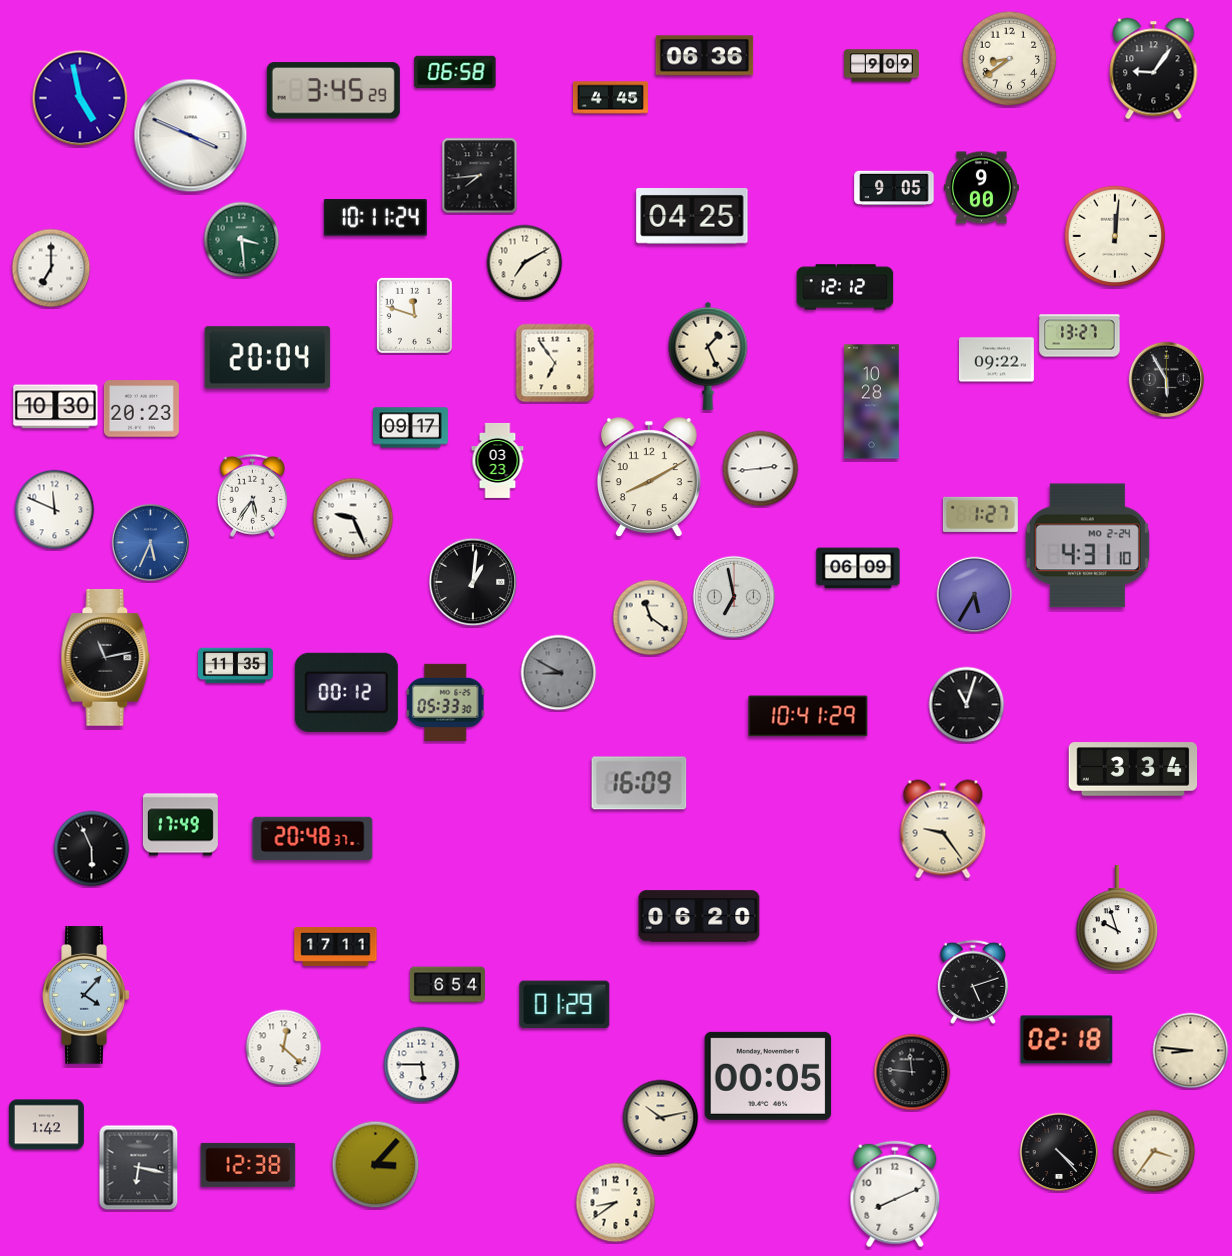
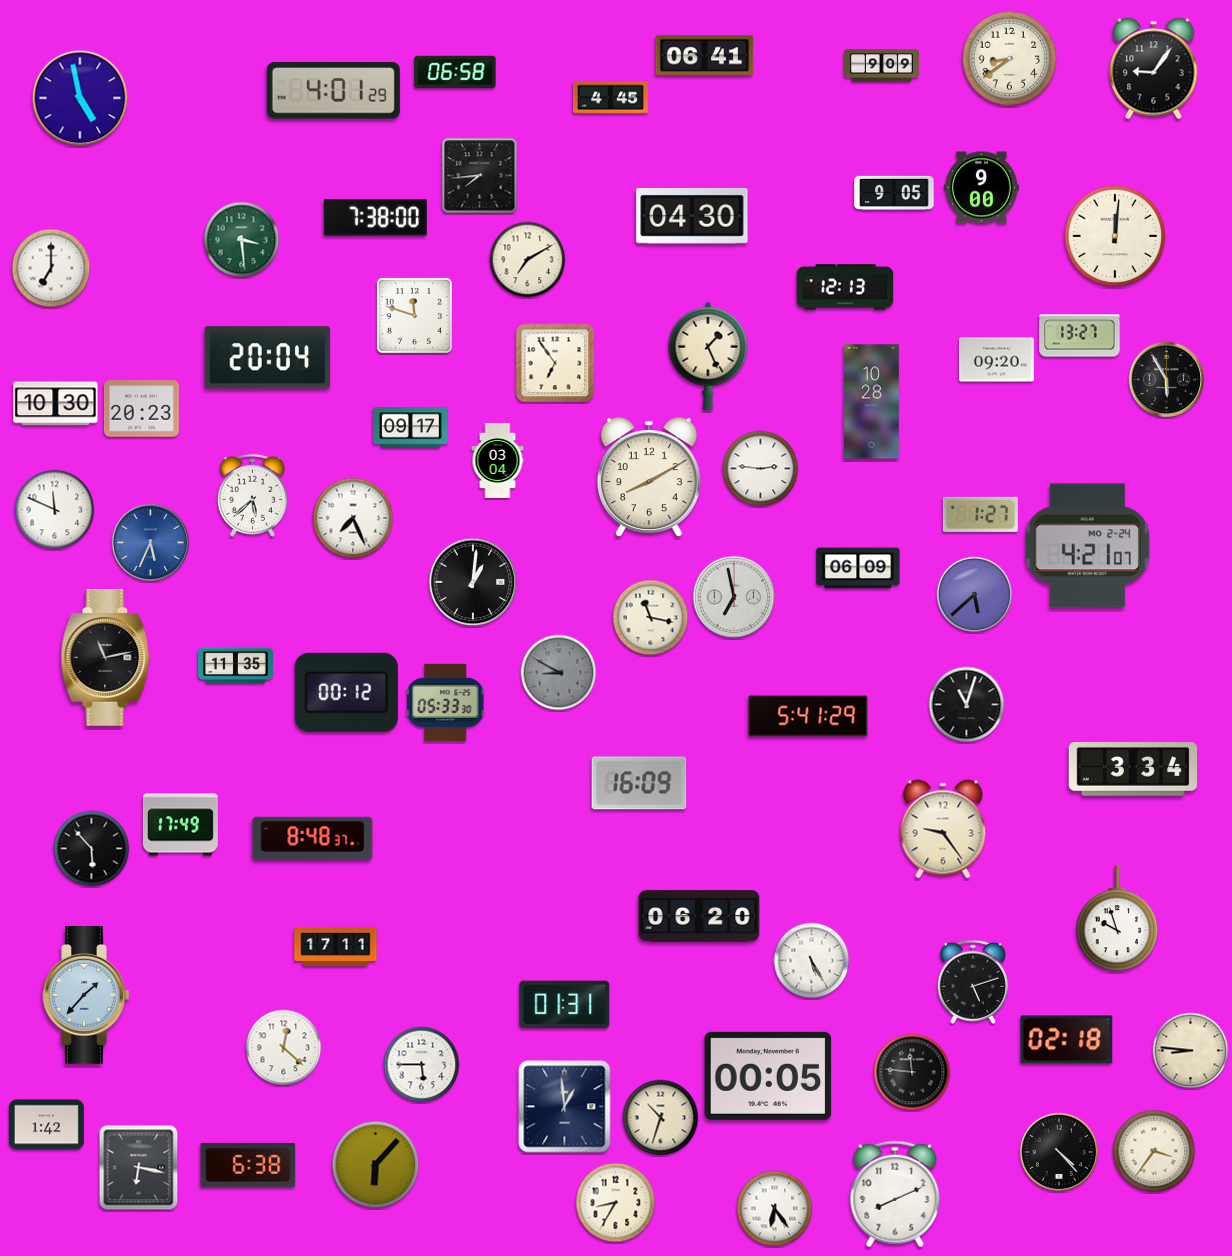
clock at (705, 56): 06:36 -> 06:41
clock at (333, 91): 3:45 -> 4:01
clock at (191, 136): 3:49 -> none
clock at (894, 188) position: (894, 188) -> (894, 193)
clock at (692, 217): 04:25 -> 04:30
clock at (375, 218): 10:11 -> 7:38
clock at (525, 263) position: (525, 263) -> (528, 260)
clock at (845, 287): 12:12 -> 12:13
clock at (996, 360): 09:22 -> 09:20
clock at (56, 407) position: (56, 407) -> (56, 404)
clock at (498, 460): 03:23 -> 03:04
clock at (761, 469): 2:44 -> 2:46
clock at (252, 495): 5:36 -> 5:38
clock at (353, 518): 9:26 -> 7:26
clock at (1087, 546): 4:31 -> 4:21
clock at (975, 595): 5:35 -> 5:38
clock at (651, 618): 11:21 -> 11:17
clock at (808, 716): 10:41 -> 5:41
clock at (313, 839): 20:48 -> 8:48
clock at (92, 849): 5:56 -> 5:53
clock at (812, 961): none -> 5:25
clock at (447, 985): 6:54 -> none
clock at (86, 995): 4:07 -> 1:37
clock at (565, 1005): 01:29 -> 01:31
clock at (565, 1107): none -> 12:59
clock at (661, 1118): 10:13 -> 10:33
clock at (248, 1165): 12:38 -> 6:38
clock at (376, 1165): 3:07 -> 6:07
clock at (616, 1203): 8:39 -> 8:35
clock at (775, 1209): none -> 6:24
